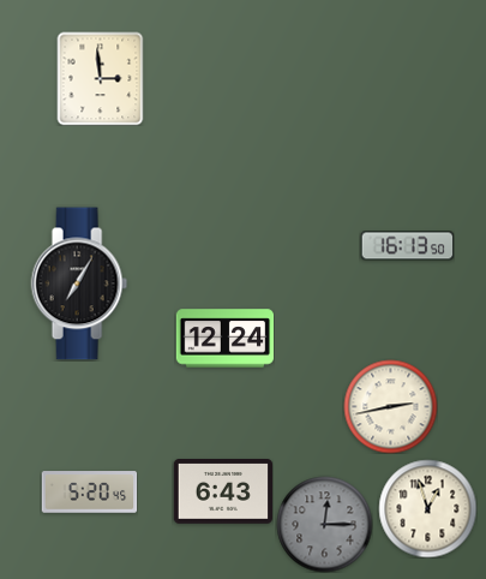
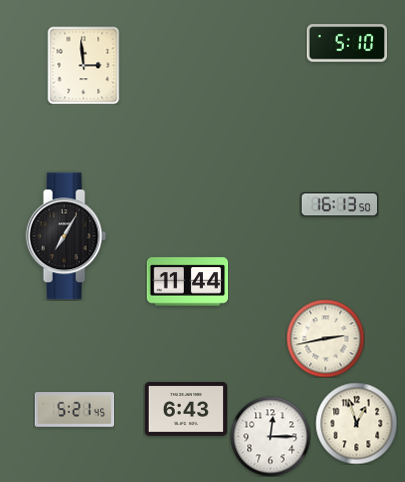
clock at (347, 43): none -> 5:10
clock at (224, 339): 12:24 -> 11:44
clock at (89, 493): 5:20 -> 5:21
clock at (324, 524) dial: grey -> white
